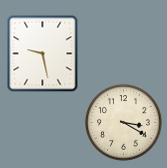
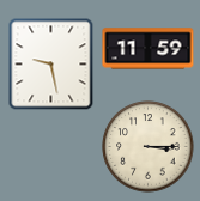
clock at (149, 49): none -> 11:59
clock at (124, 123): 3:20 -> 3:15
